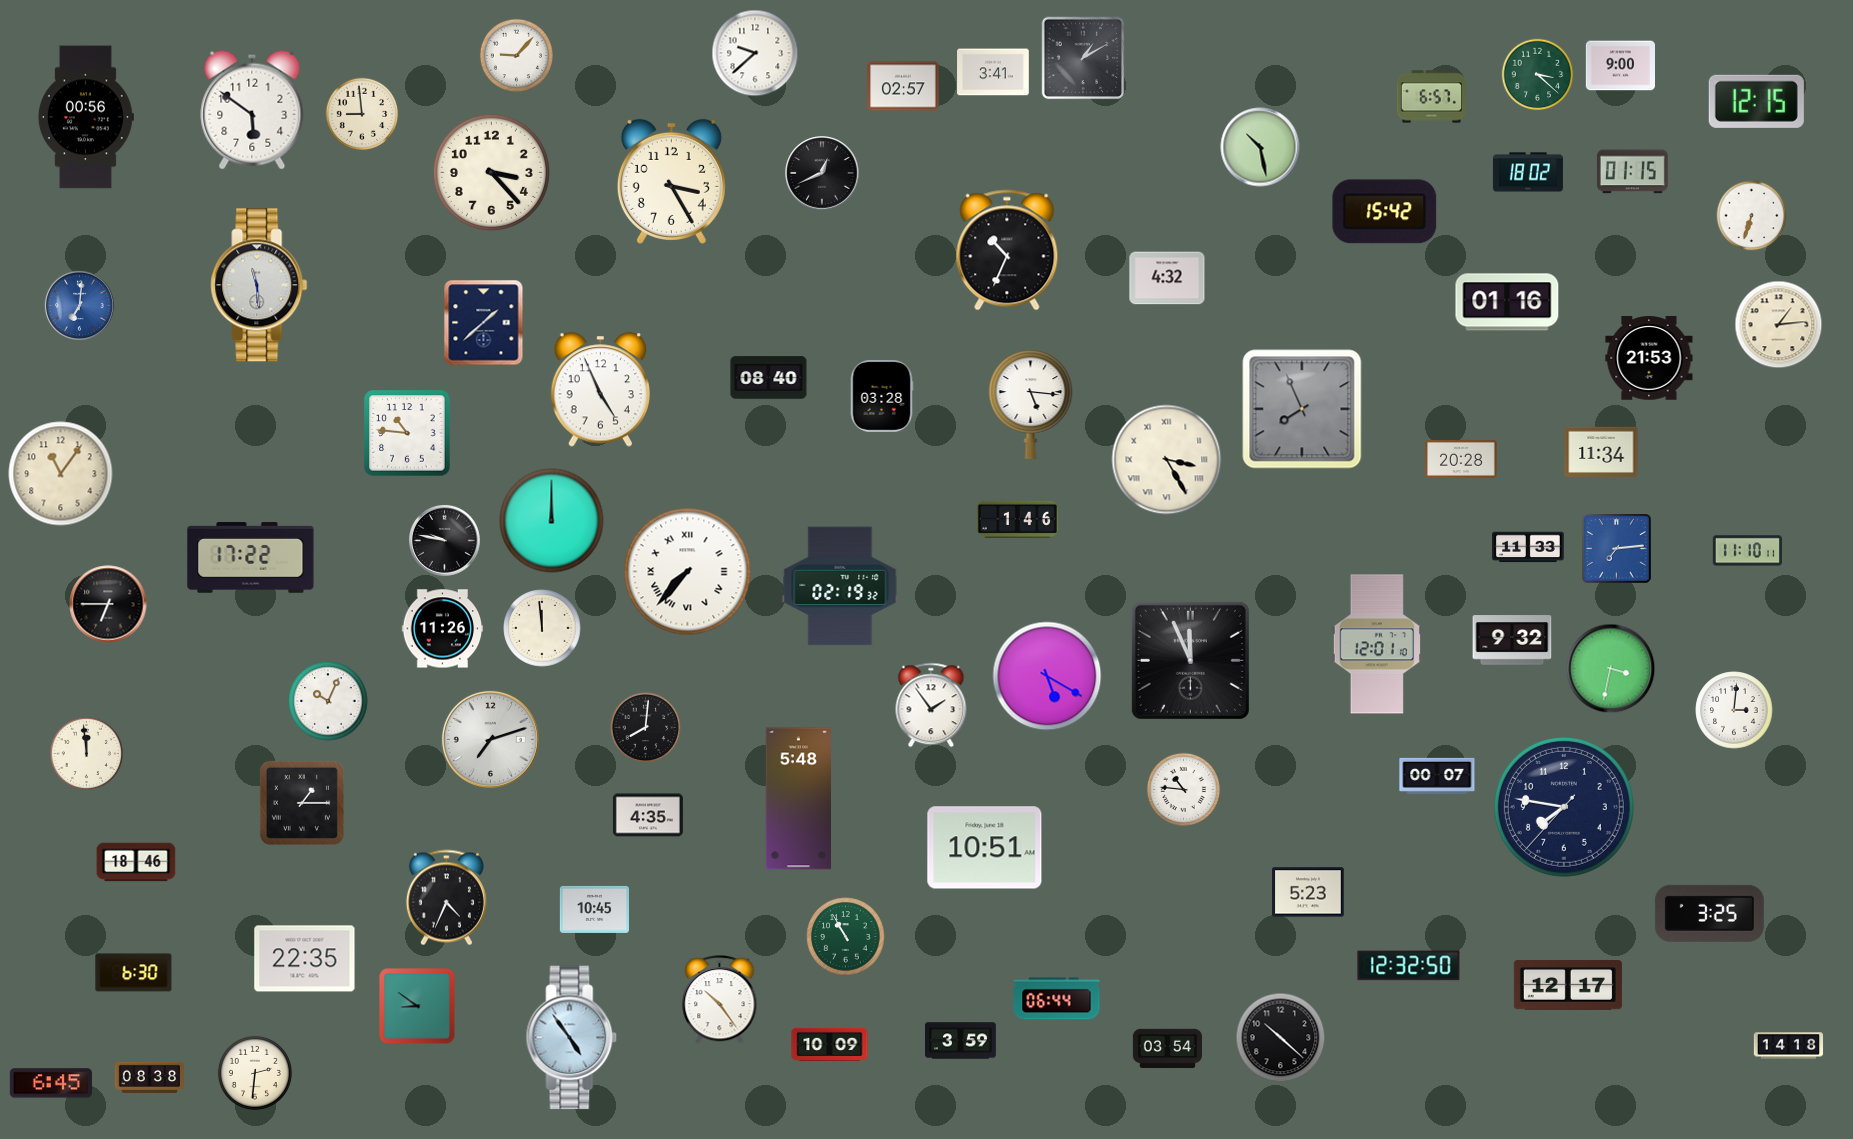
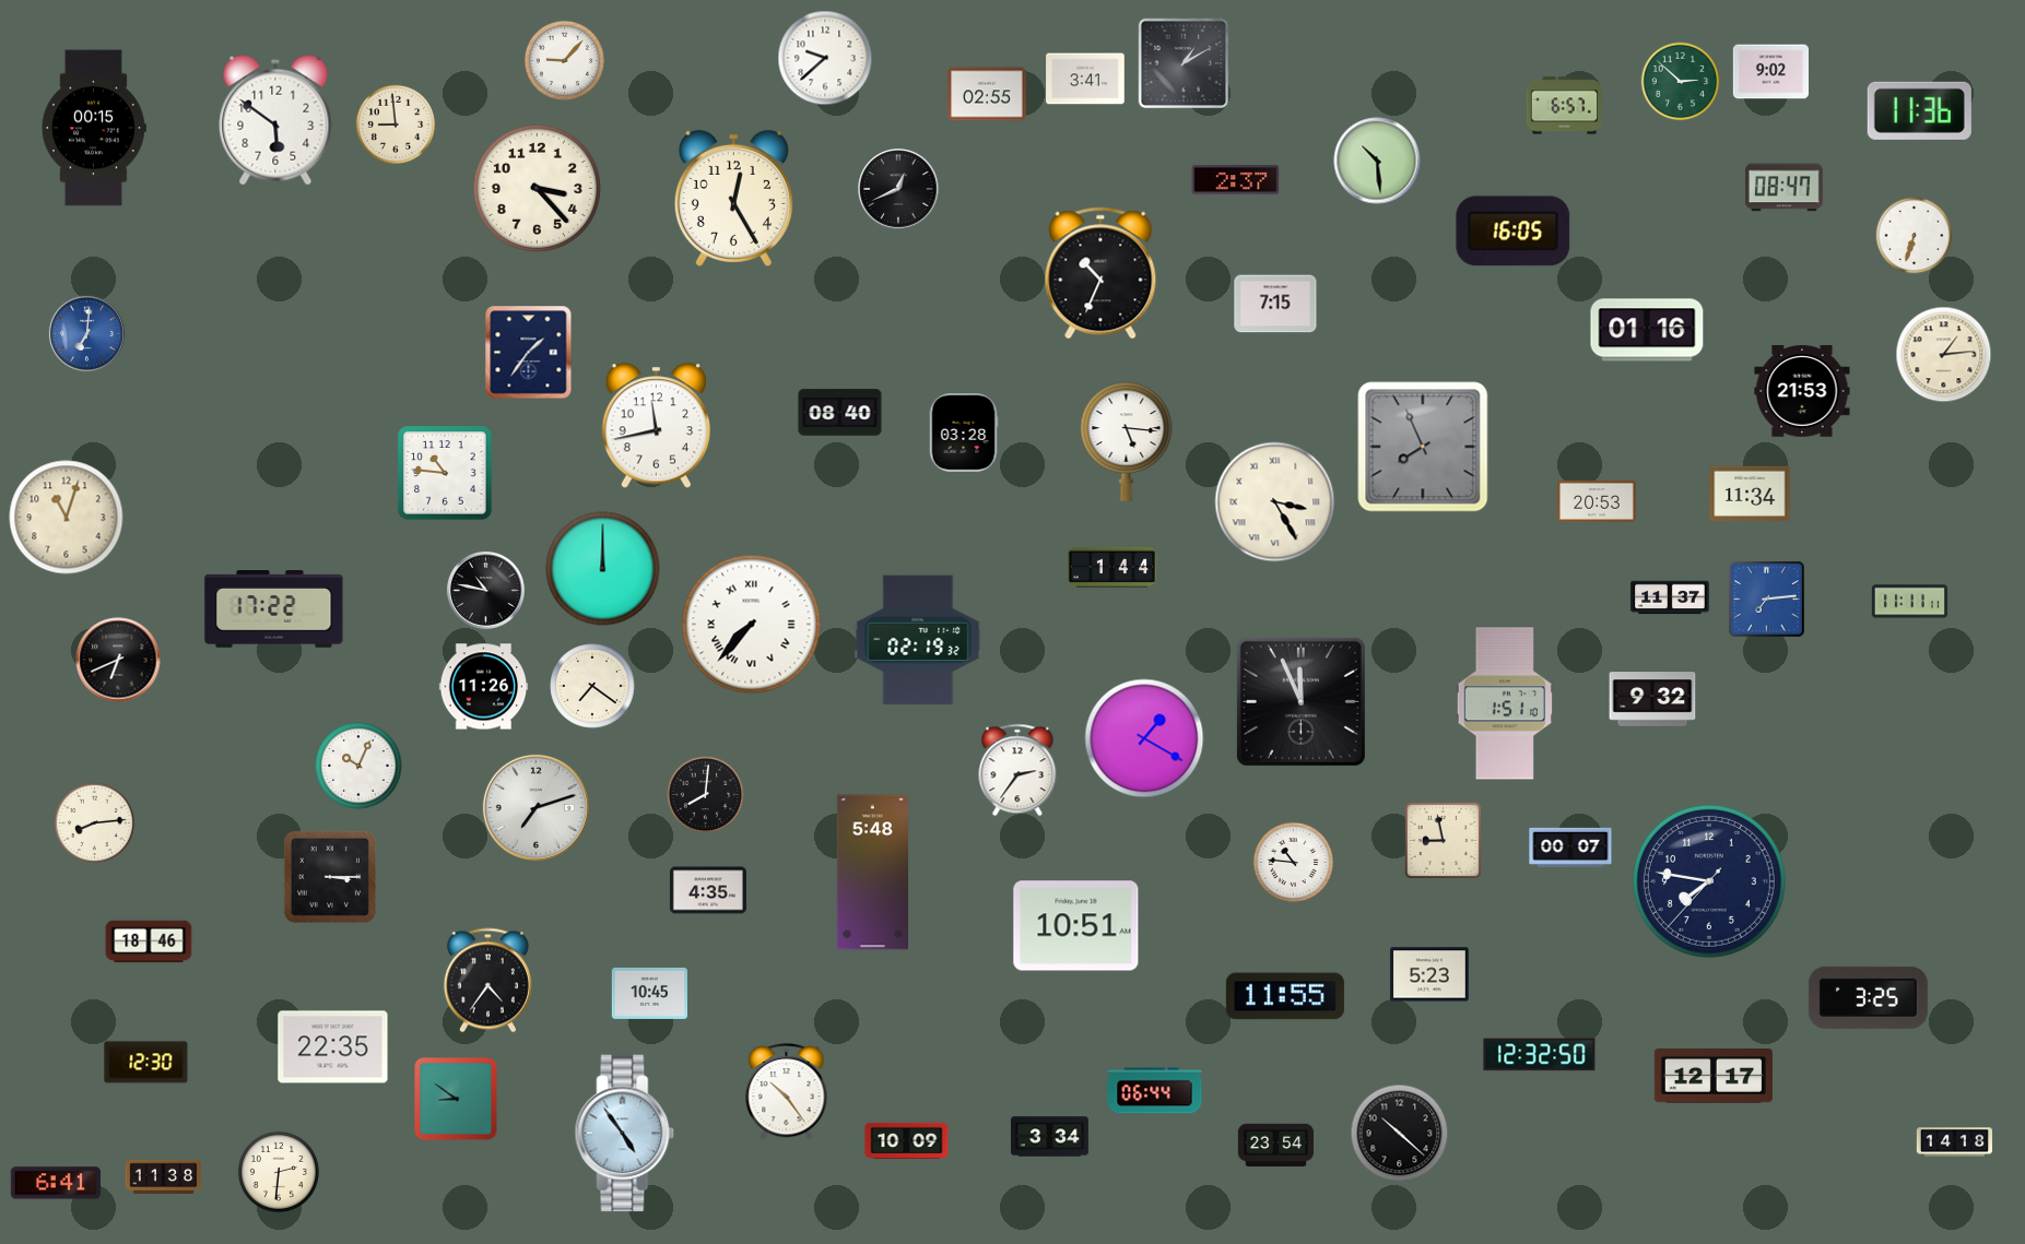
clock at (1620, 66): 9:00 -> 9:02
clock at (1538, 75): 3:22 -> 2:52
clock at (903, 86): 02:57 -> 02:55
clock at (1756, 101): 12:15 -> 11:36
clock at (86, 117): 00:56 -> 00:15
clock at (1260, 147): 10:28 -> 10:29
clock at (1236, 180): none -> 2:37
clock at (1528, 172): 18:02 -> none
clock at (1632, 172): 01:15 -> 08:47
clock at (671, 181): 3:25 -> 12:25
clock at (1385, 212): 15:42 -> 16:05
clock at (1167, 278): 4:32 -> 7:15
clock at (259, 285): 11:29 -> none
clock at (484, 323): 1:38 -> 1:36
clock at (600, 390): 4:56 -> 11:43
clock at (1461, 459): 20:28 -> 20:53
clock at (61, 474): 11:06 -> 11:03
clock at (1018, 519): 1:46 -> 1:44
clock at (444, 540): 9:47 -> 10:47
clock at (1528, 547): 11:33 -> 11:37
clock at (1747, 551): 11:10 -> 11:11
clock at (108, 604): 6:45 -> 6:41
clock at (542, 628): 11:59 -> 7:21
clock at (1377, 644): 12:01 -> 1:51
clock at (1190, 660) position: (1190, 660) -> (1300, 701)
clock at (1611, 669): 3:32 -> none
clock at (1047, 676): 5:20 -> 1:20
clock at (931, 705): 1:54 -> 2:36
clock at (1734, 710): 3:01 -> none
clock at (86, 753): 11:59 -> 8:14
clock at (1443, 840): none -> 8:58
clock at (302, 803): 1:15 -> 3:15
clock at (446, 898): 4:34 -> 4:36
clock at (1285, 996): none -> 11:55
clock at (846, 937): 10:55 -> none
clock at (134, 973): 6:30 -> 12:30
clock at (961, 1041): 3:59 -> 3:34
clock at (1167, 1049): 03:54 -> 23:54
clock at (149, 1077): 08:38 -> 11:38
clock at (51, 1083): 6:45 -> 6:41
